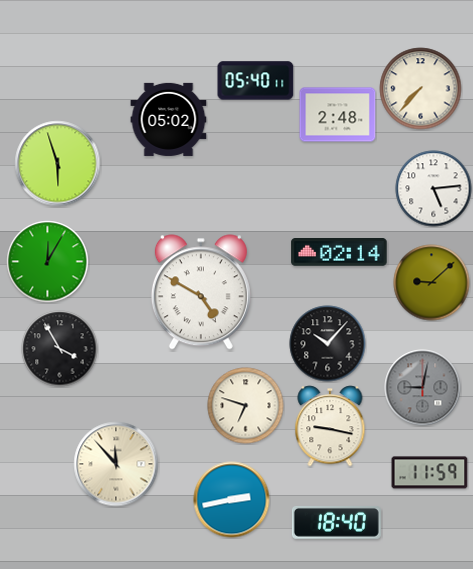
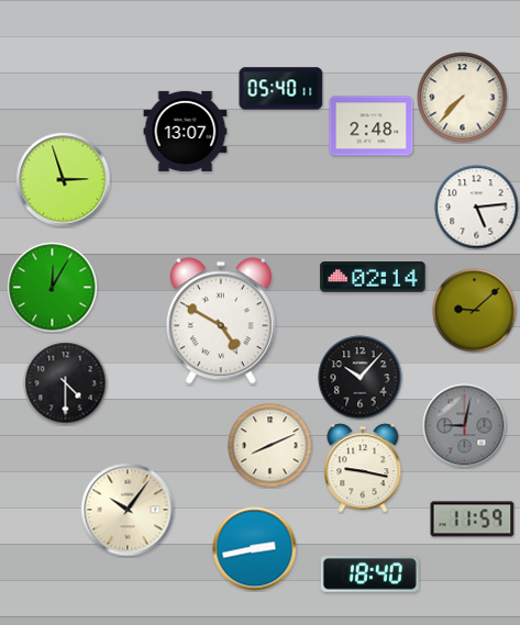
clock at (169, 119): 05:02 -> 13:07
clock at (58, 164): 5:57 -> 2:57
clock at (60, 349): 3:55 -> 4:30
clock at (246, 406): 6:48 -> 8:11
clock at (116, 464): 11:53 -> 10:06
